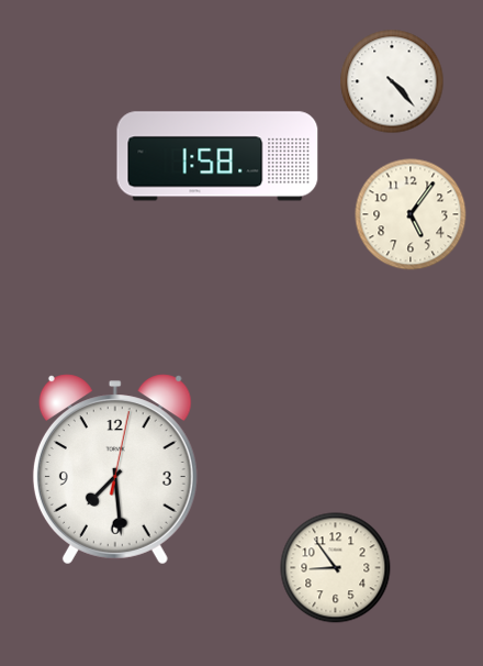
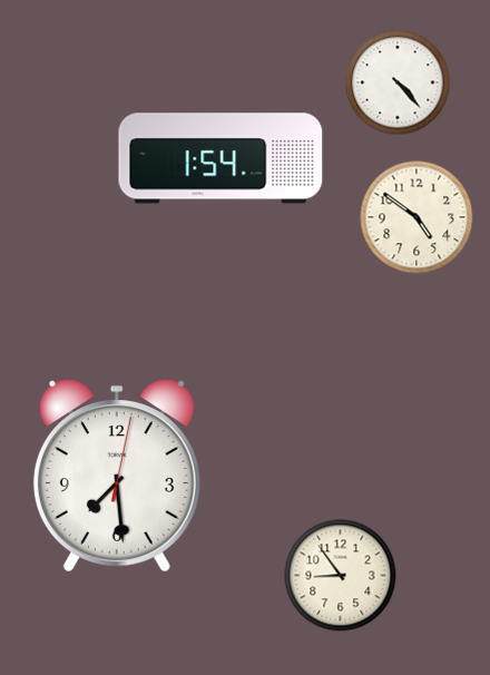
clock at (217, 156): 1:58 -> 1:54
clock at (411, 214): 5:06 -> 4:51
